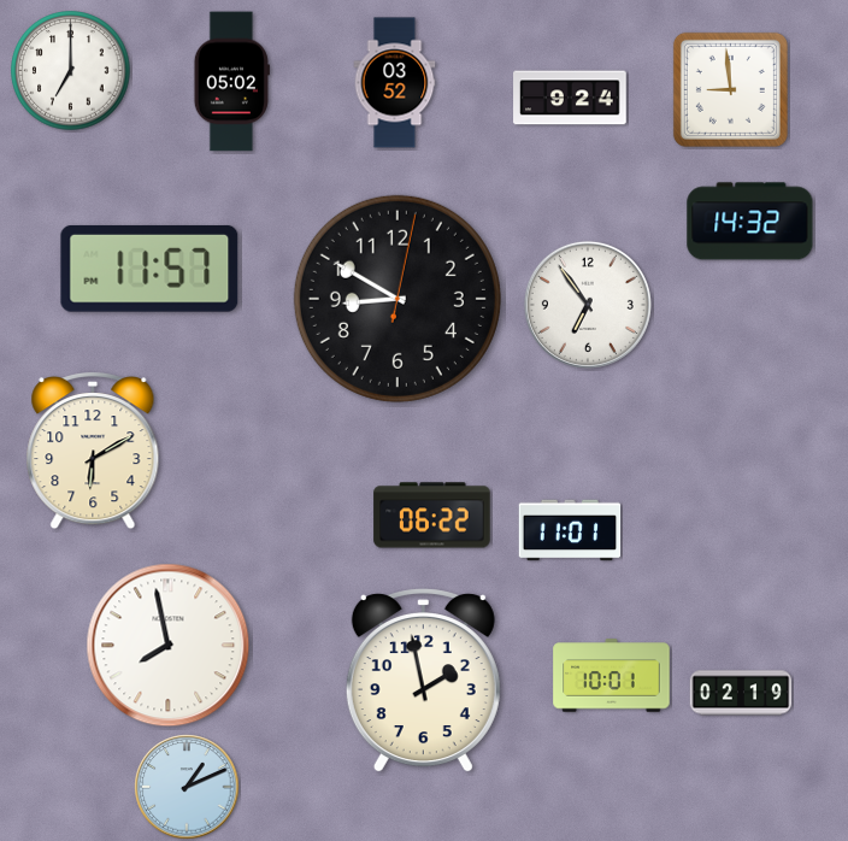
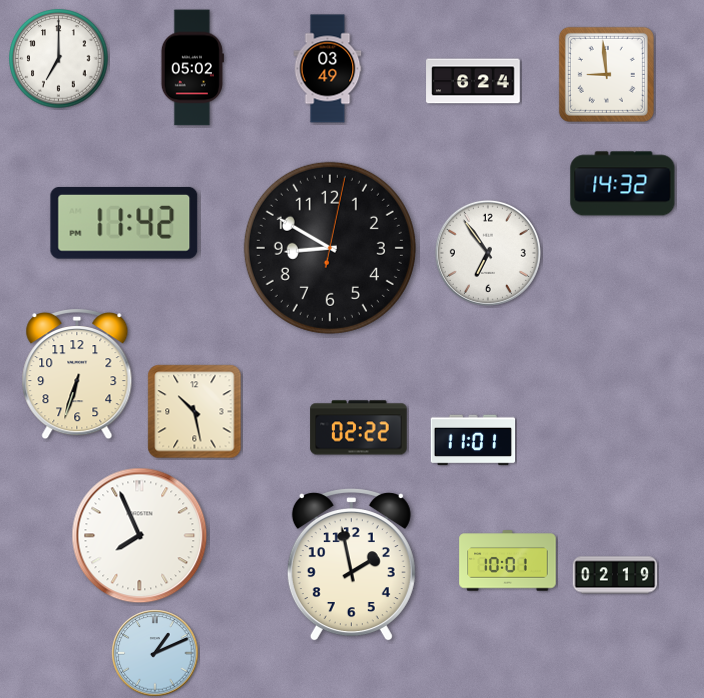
clock at (395, 83): 03:52 -> 03:49
clock at (570, 98): 9:24 -> 6:24
clock at (149, 269): 11:57 -> 11:42
clock at (93, 452): 6:10 -> 6:33
clock at (195, 412): none -> 10:28
clock at (432, 516): 06:22 -> 02:22
clock at (169, 646): 7:58 -> 7:56
